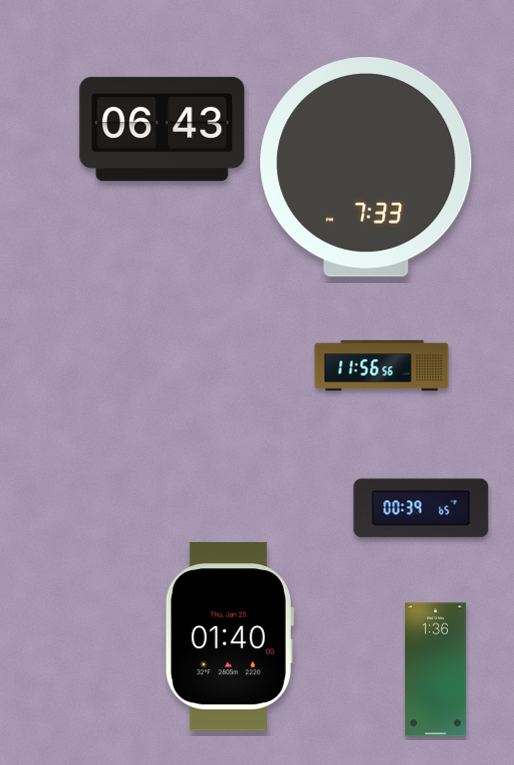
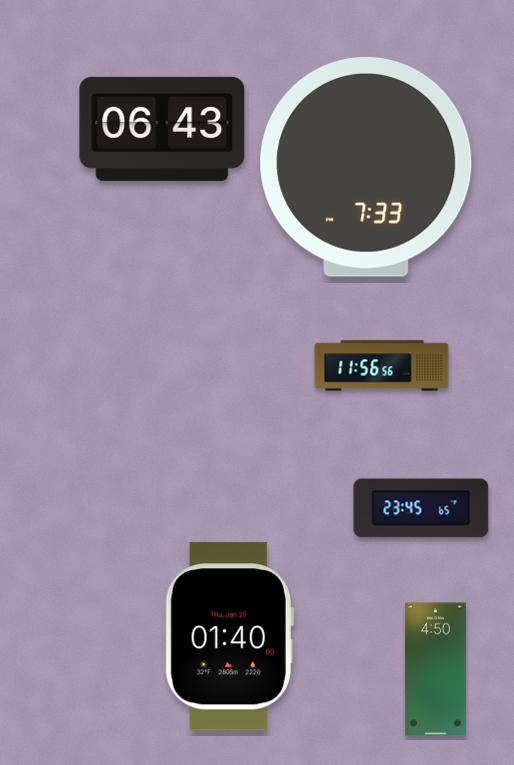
clock at (421, 508): 00:39 -> 23:45
clock at (435, 670): 1:36 -> 4:50
